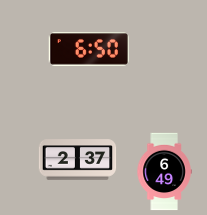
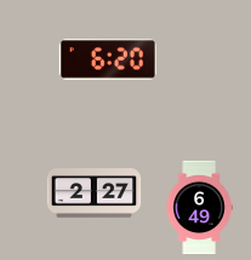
clock at (89, 49): 6:50 -> 6:20
clock at (77, 160): 2:37 -> 2:27
